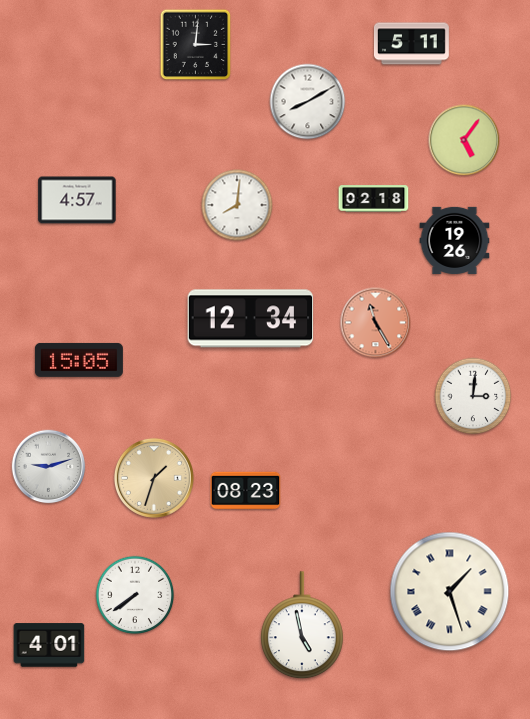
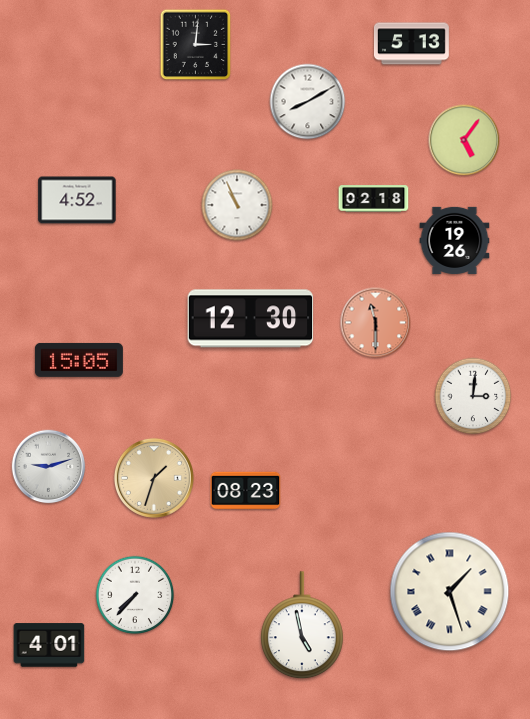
clock at (411, 44): 5:11 -> 5:13
clock at (77, 200): 4:57 -> 4:52
clock at (237, 205): 8:01 -> 10:56
clock at (251, 319): 12:34 -> 12:30
clock at (376, 323): 11:25 -> 11:30
clock at (135, 595): 7:39 -> 7:37
